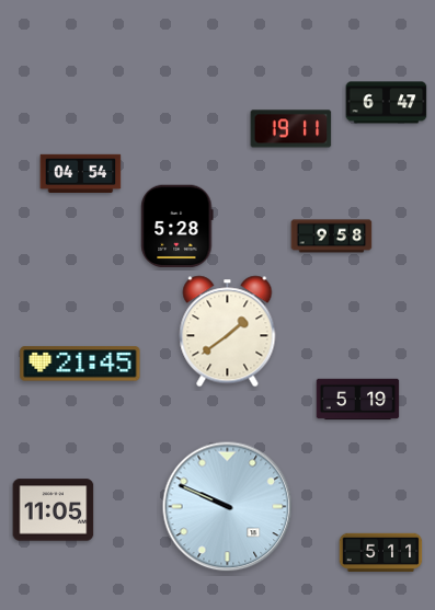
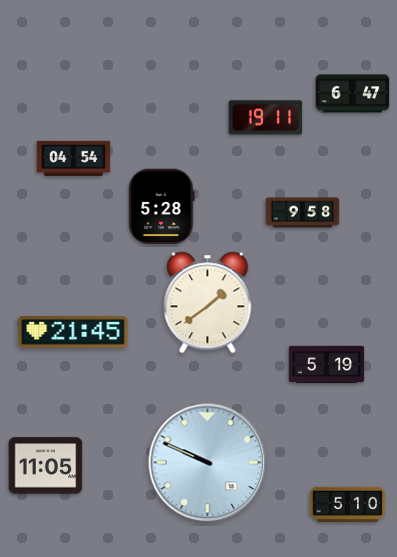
clock at (332, 237) position: (332, 237) -> (303, 213)
clock at (54, 510) position: (54, 510) -> (46, 466)
clock at (381, 552): 5:11 -> 5:10
